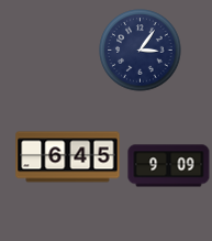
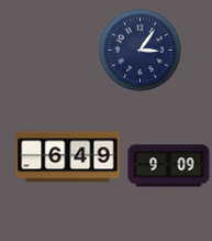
clock at (68, 157): 6:45 -> 6:49
